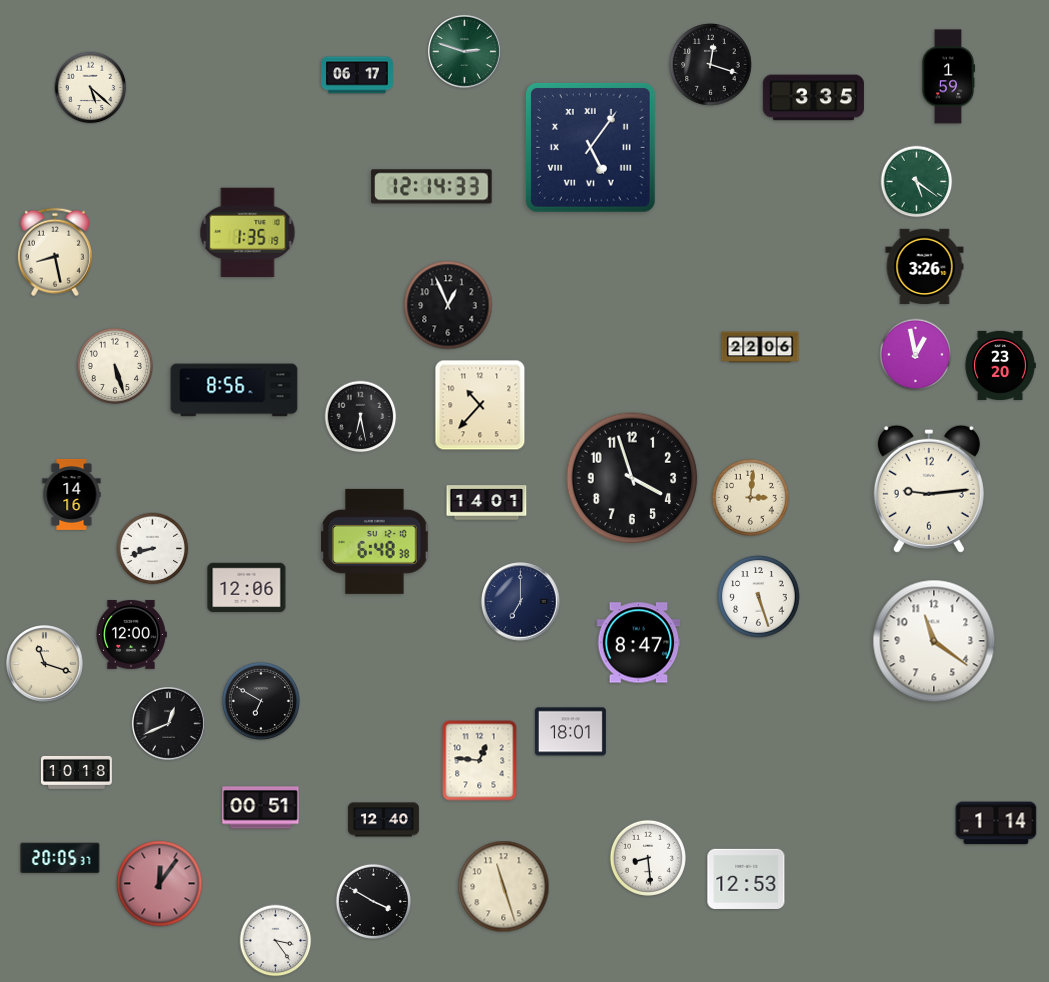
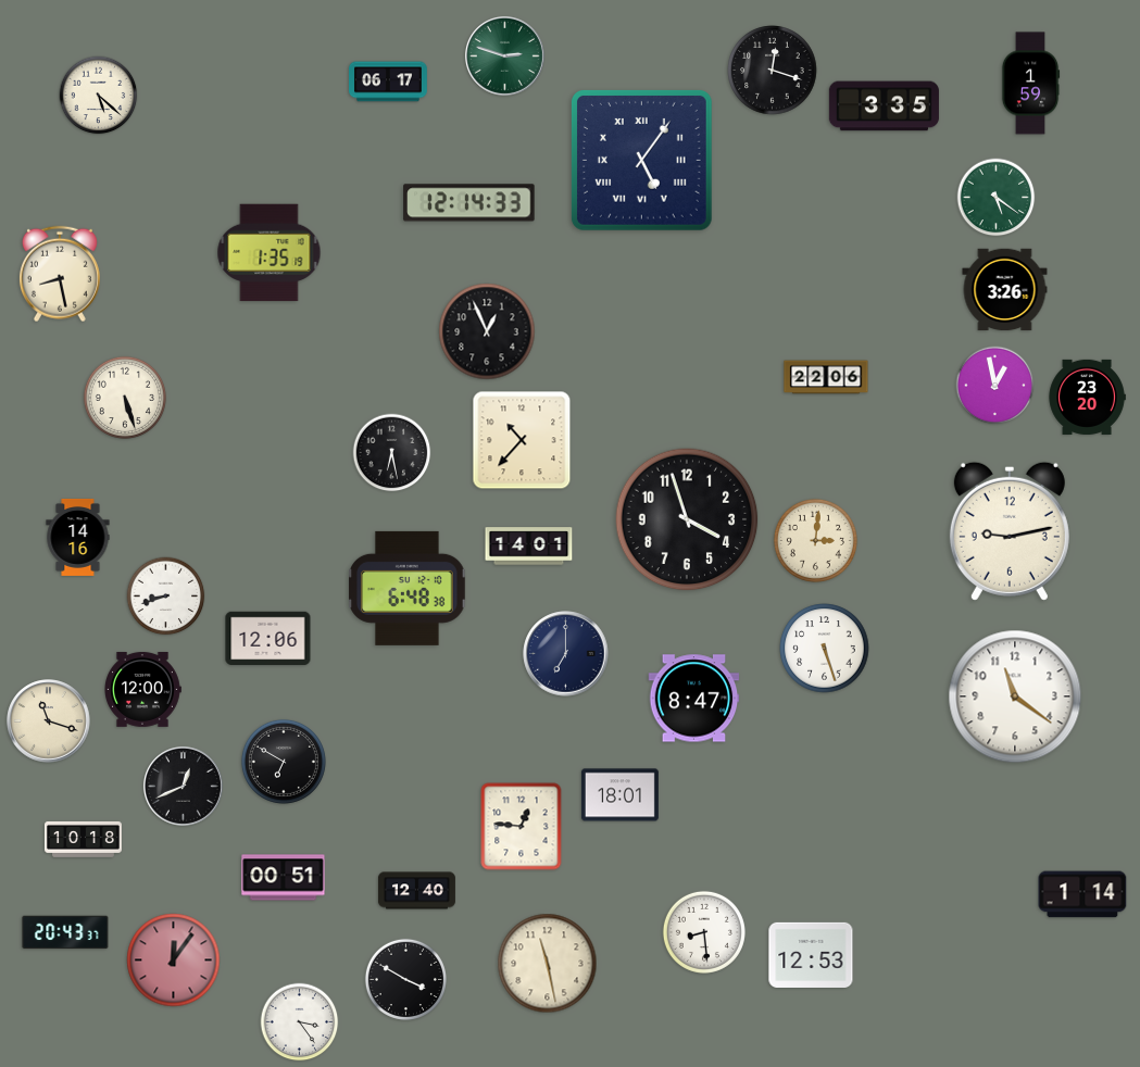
clock at (234, 390): 8:56 -> none
clock at (929, 489): 9:14 -> 9:13
clock at (60, 858): 20:05 -> 20:43
clock at (504, 887): 11:27 -> 11:28
